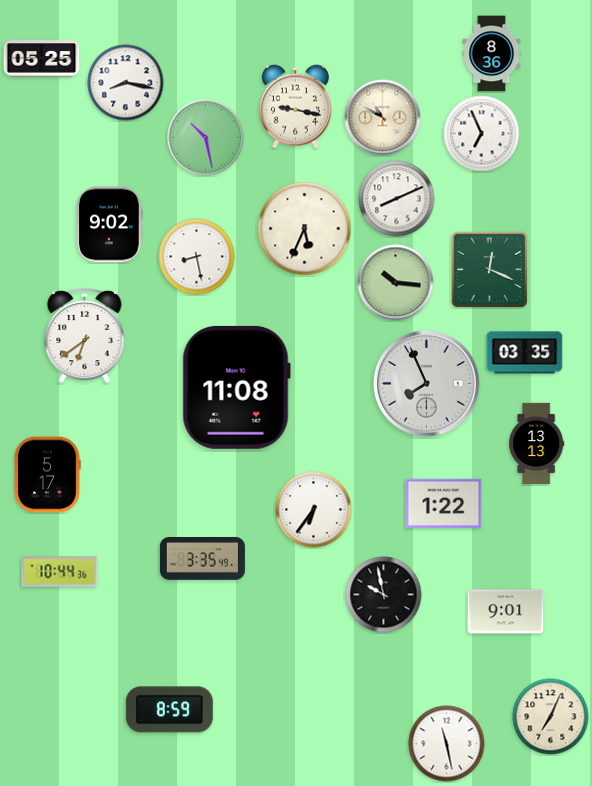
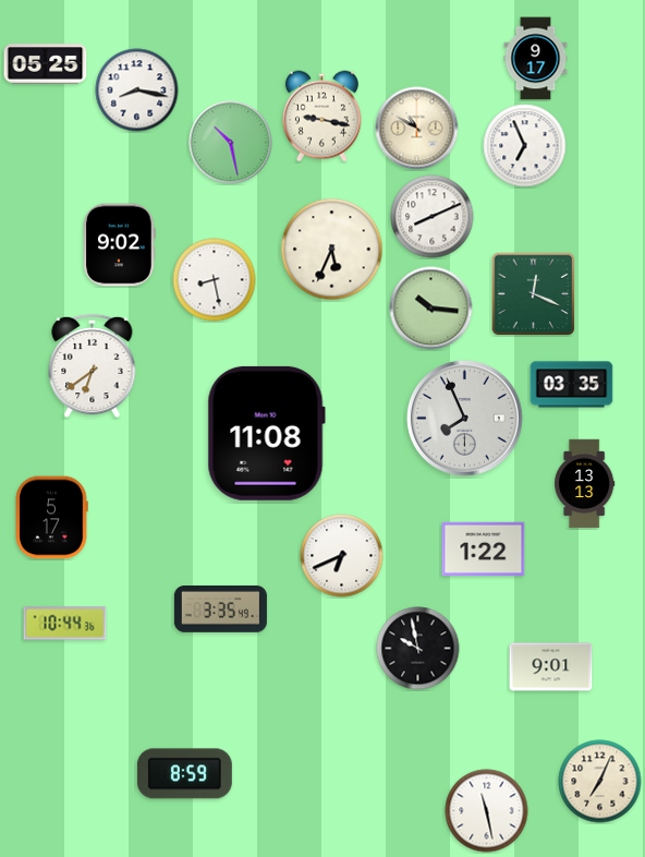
clock at (492, 54): 8:36 -> 9:17
clock at (206, 138) position: (206, 138) -> (231, 143)
clock at (236, 387) position: (236, 387) -> (266, 433)
clock at (314, 510): 6:36 -> 6:41
